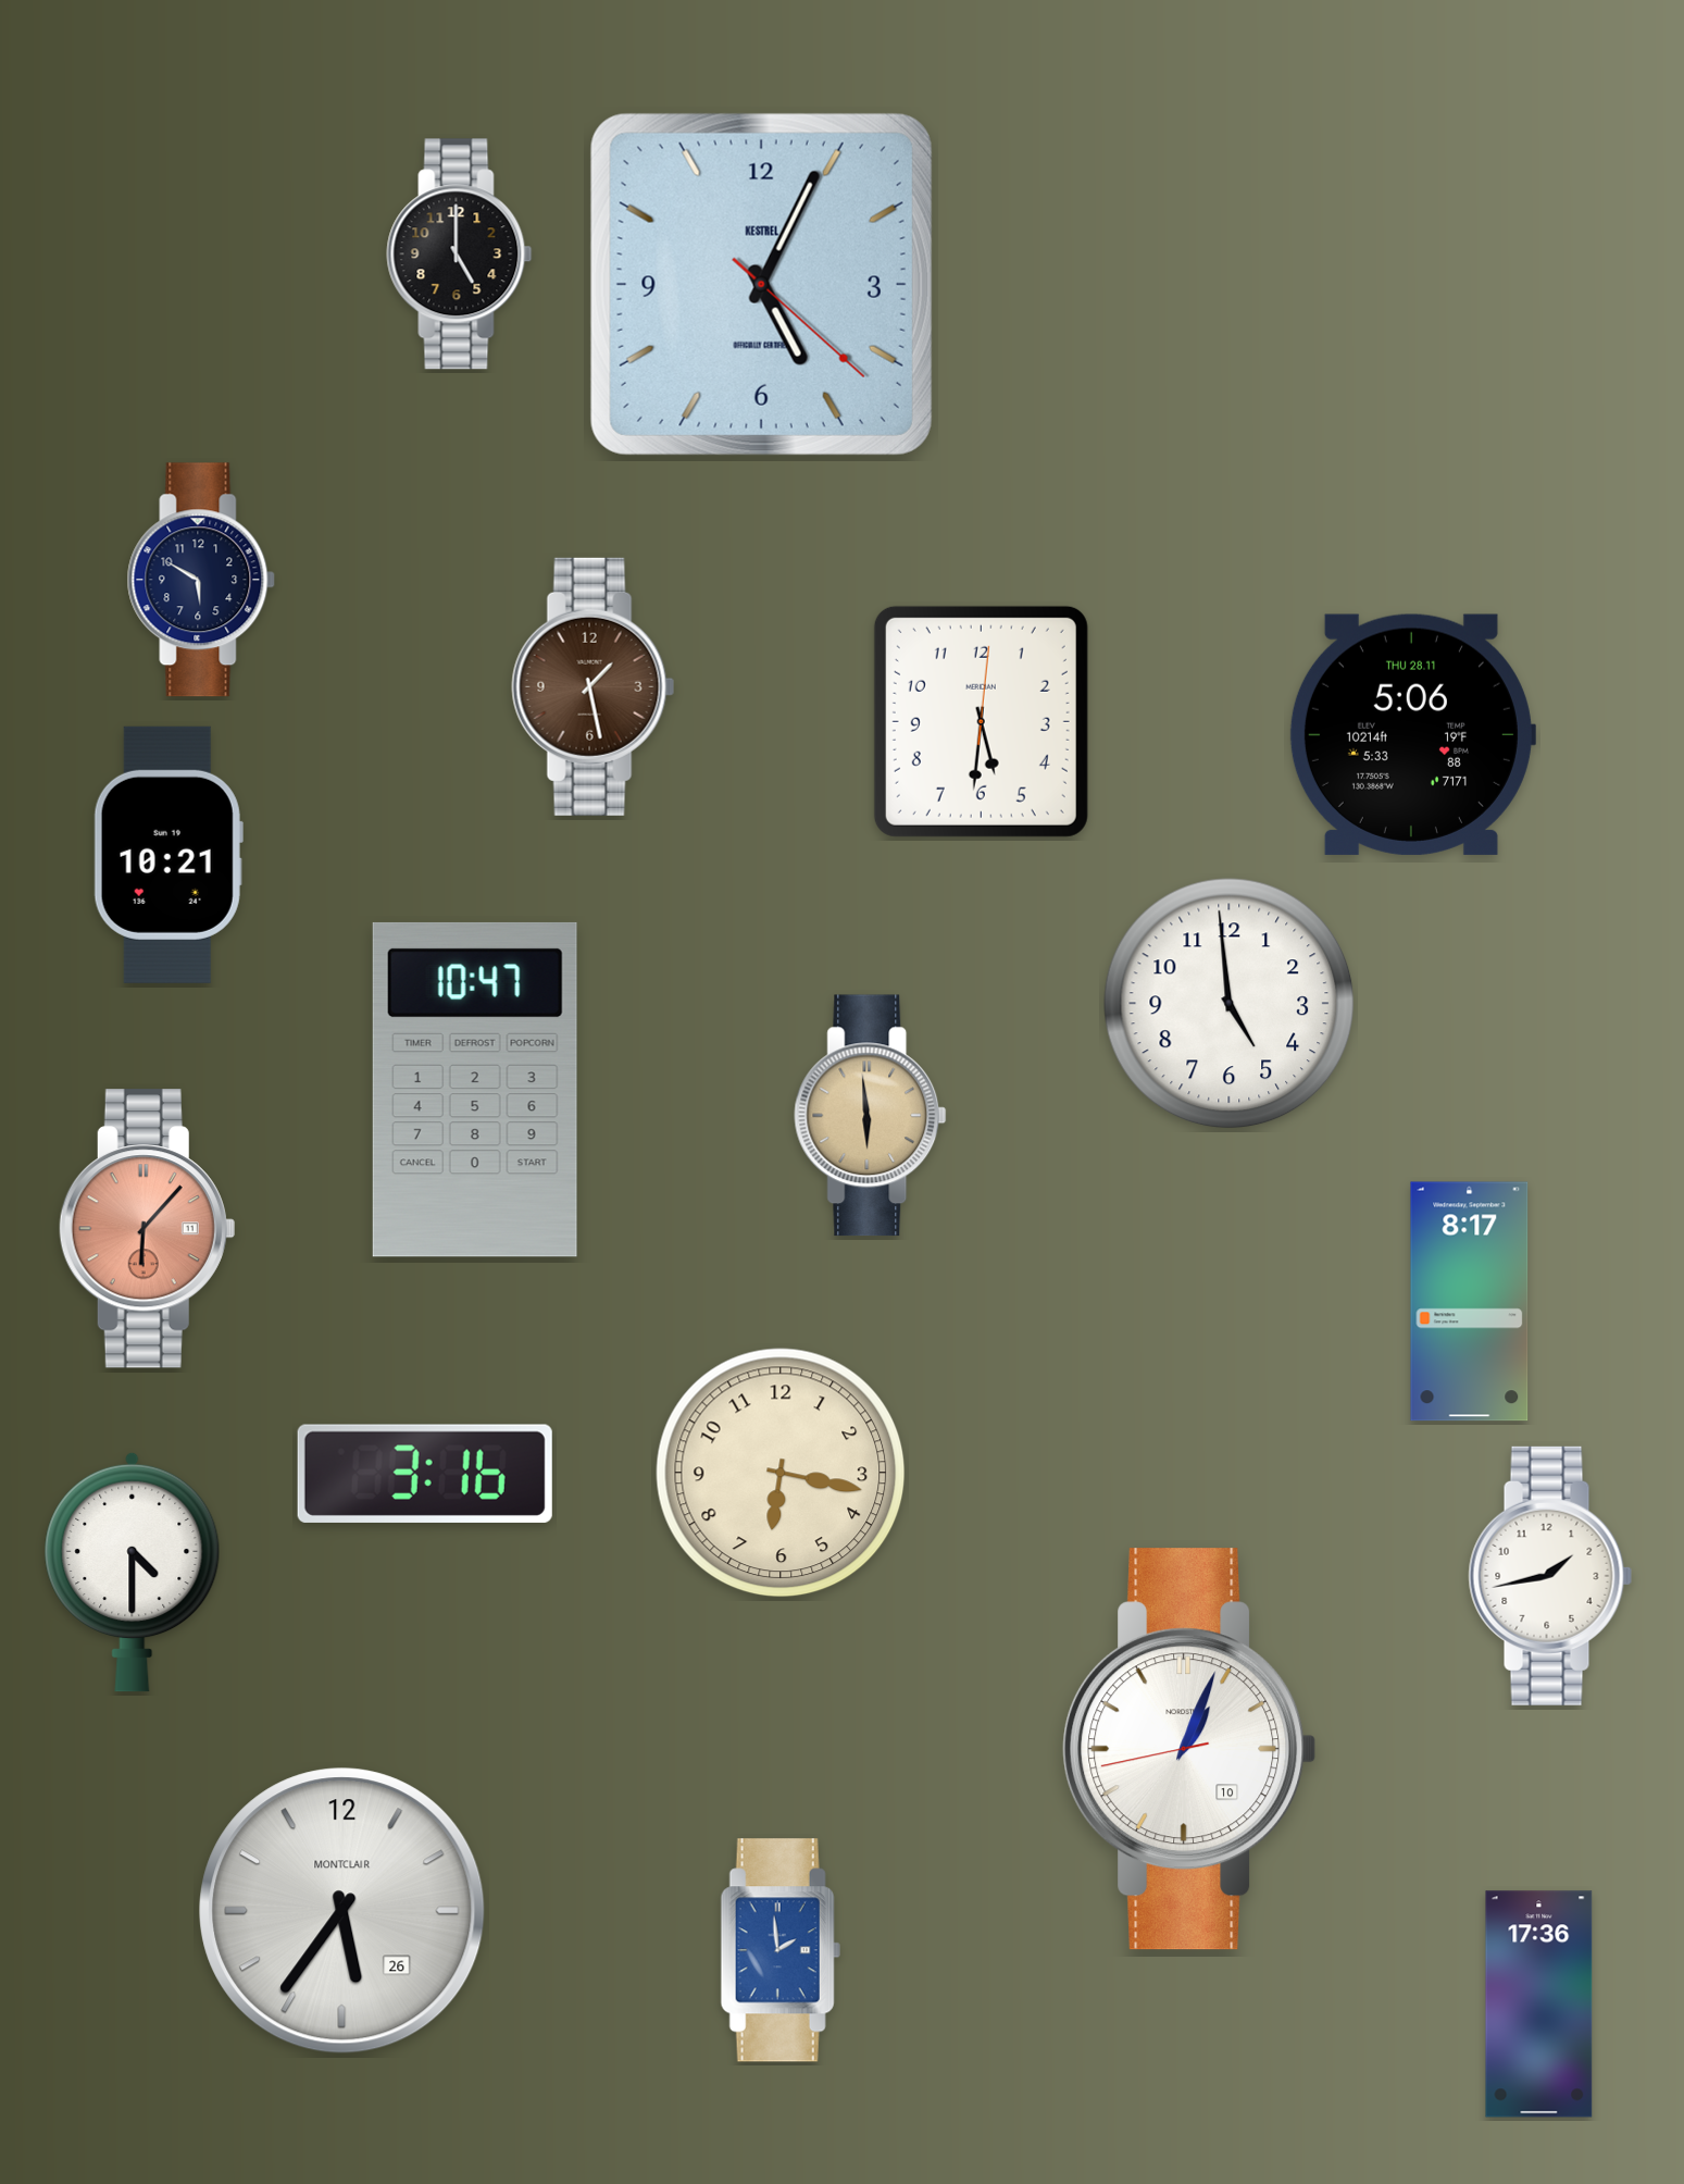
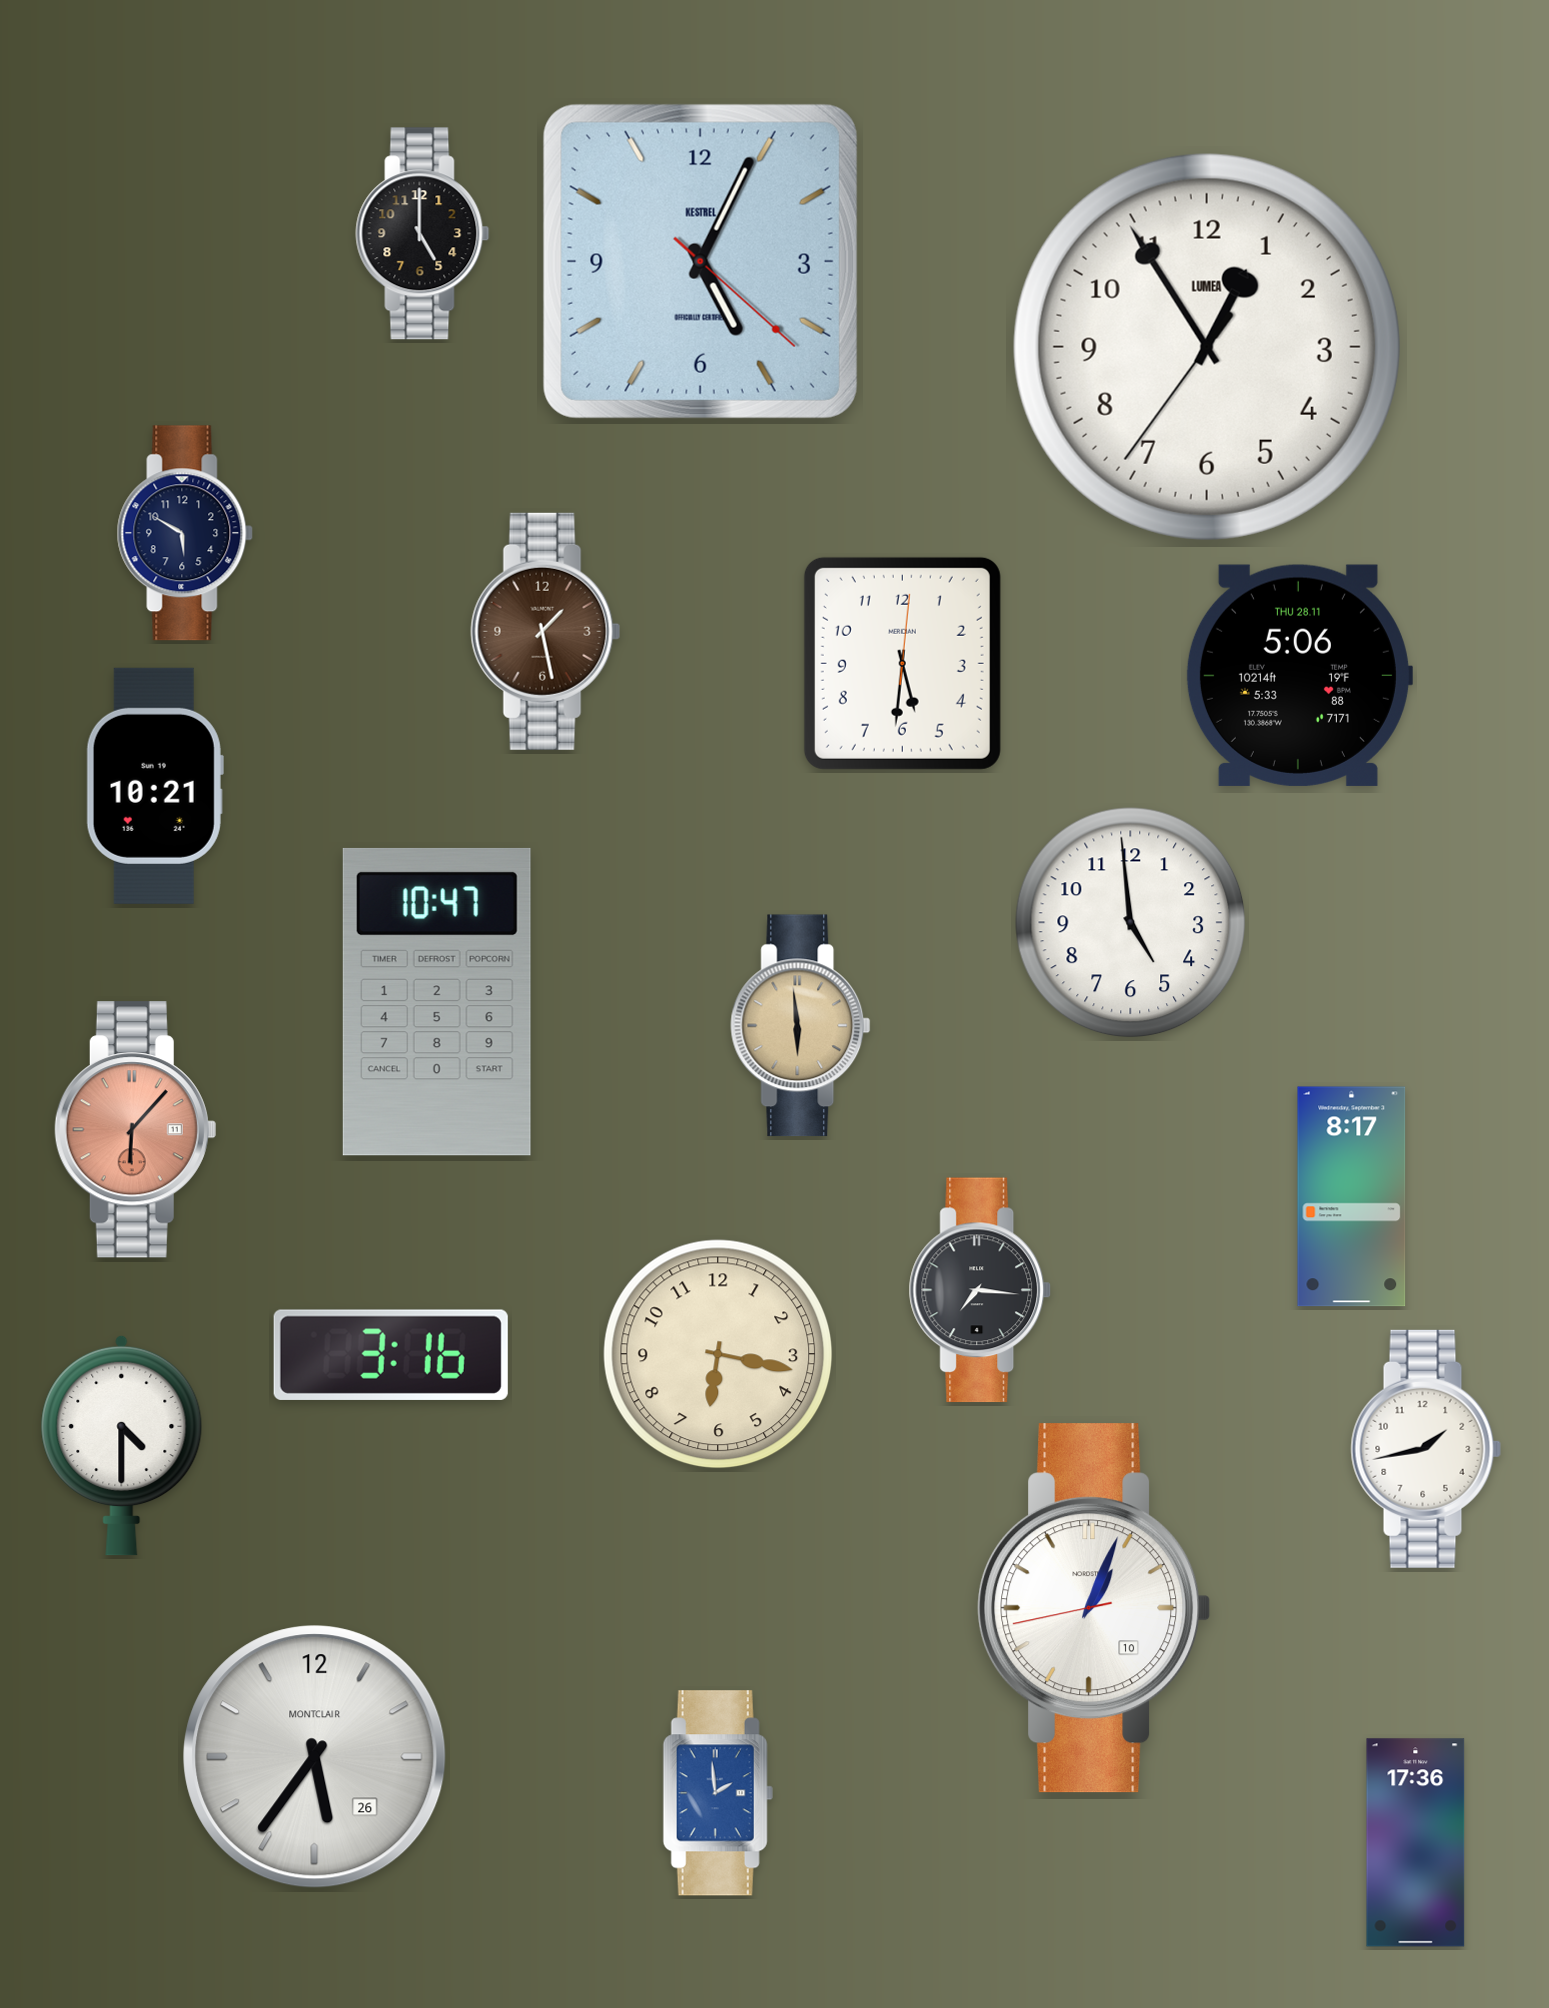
clock at (1207, 347): none -> 12:54
clock at (980, 1290): none -> 7:16
